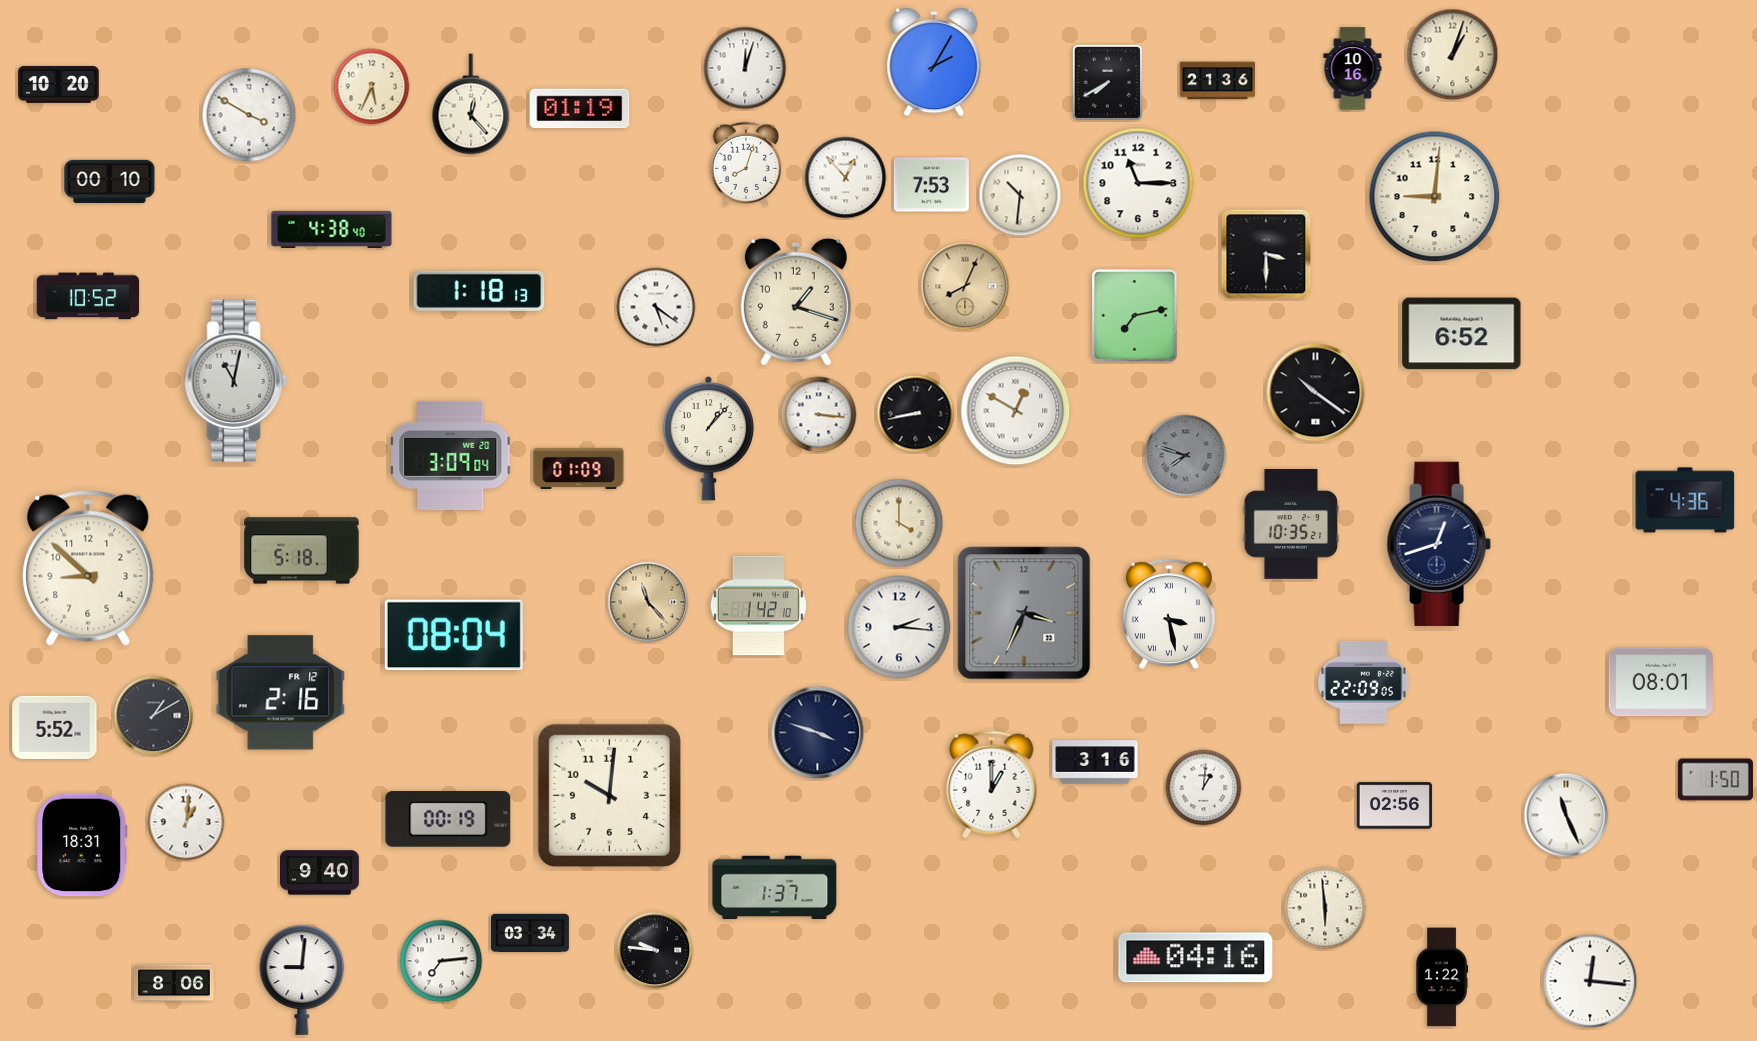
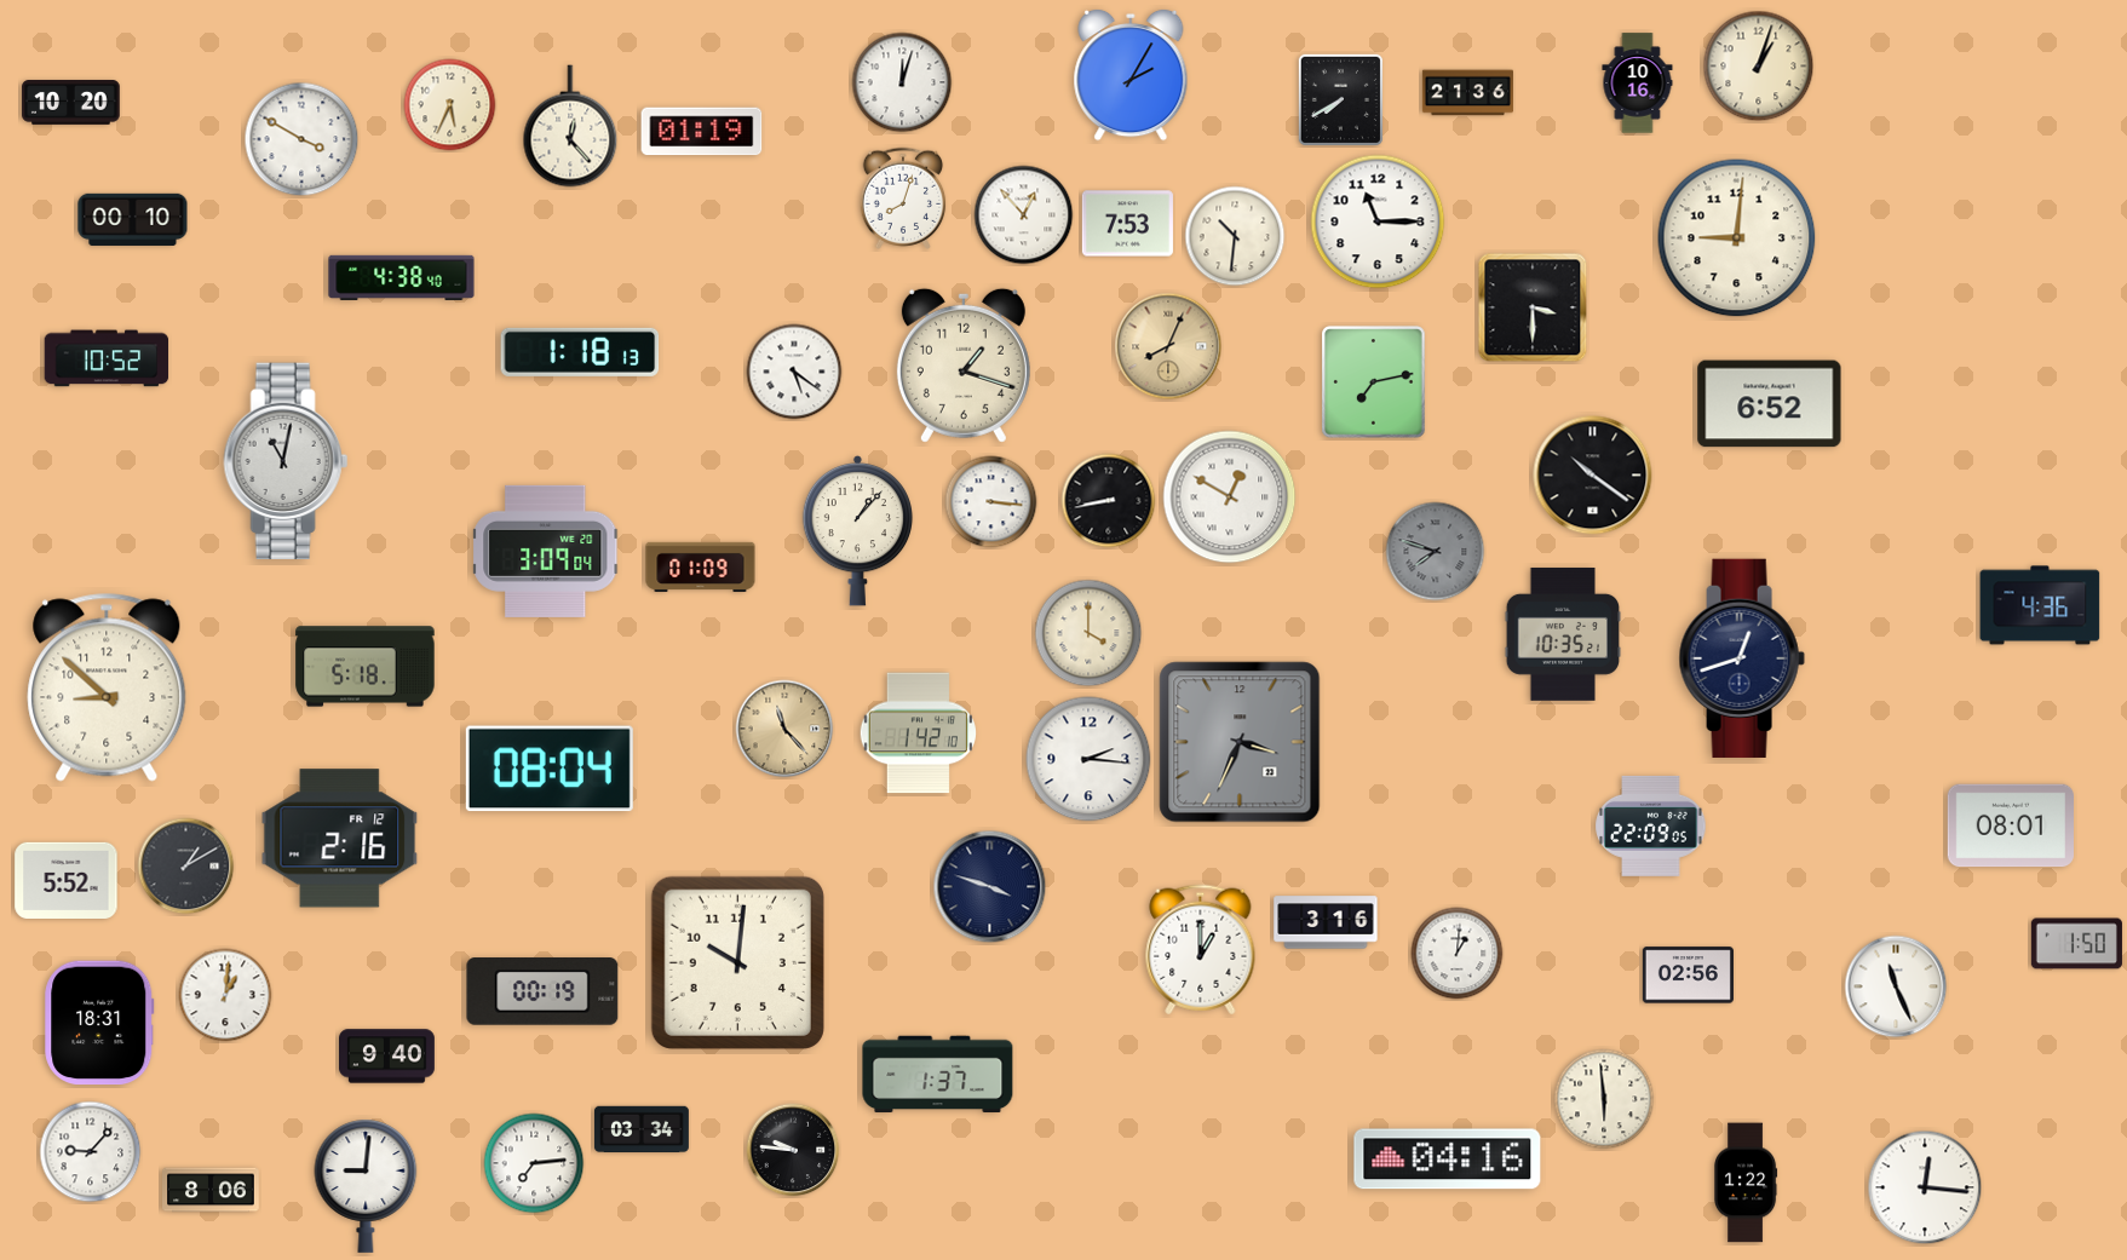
clock at (1217, 81) position: (1217, 81) -> (1467, 93)
clock at (1169, 614): 3:28 -> none
clock at (91, 1152): none -> 9:07
